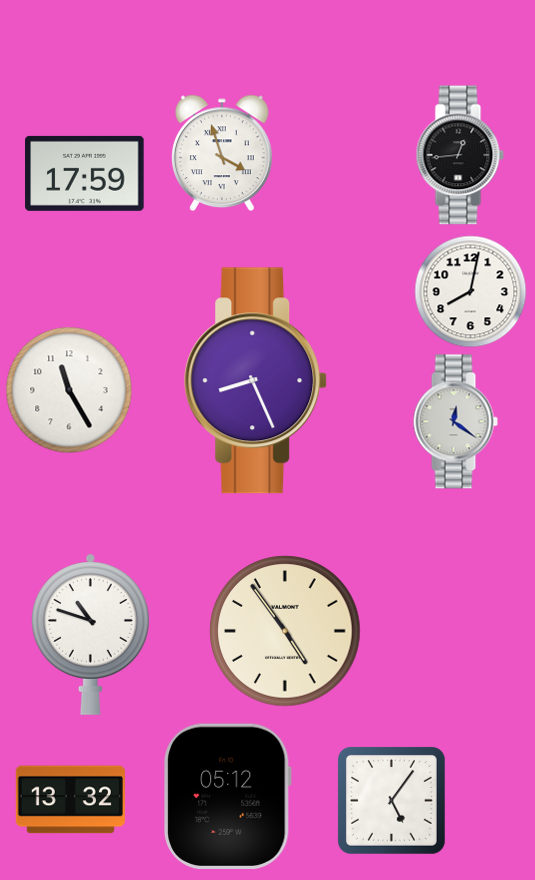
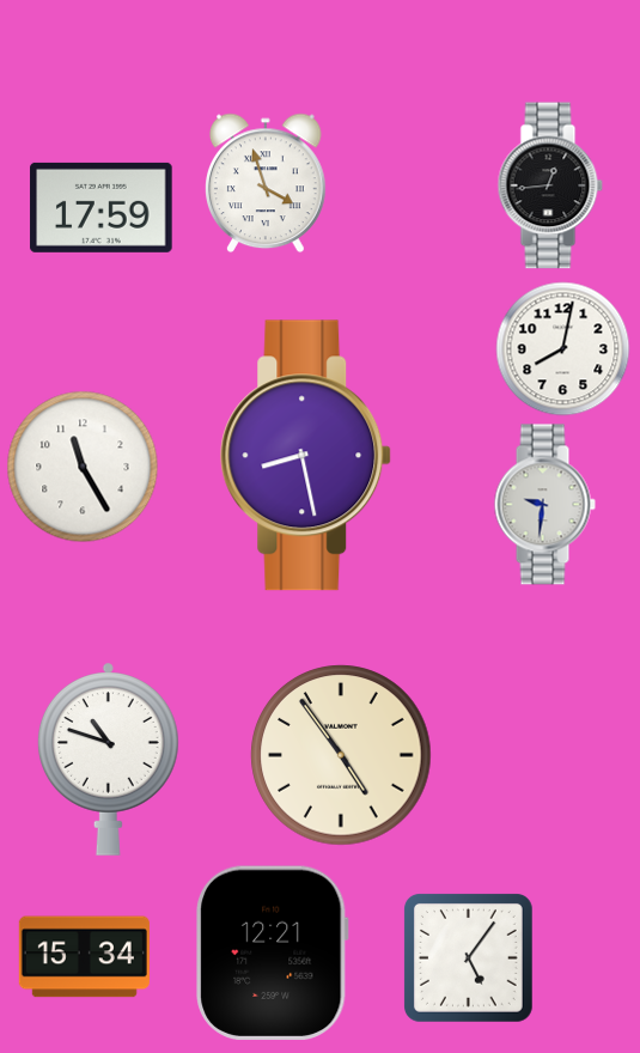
clock at (256, 381): 8:26 -> 8:28
clock at (455, 422): 12:21 -> 9:31
clock at (228, 796): 05:12 -> 12:21
clock at (70, 800): 13:32 -> 15:34
